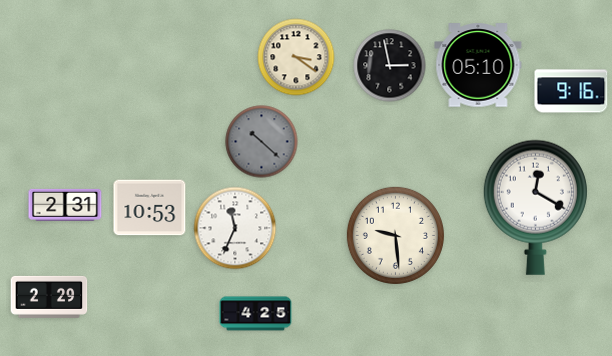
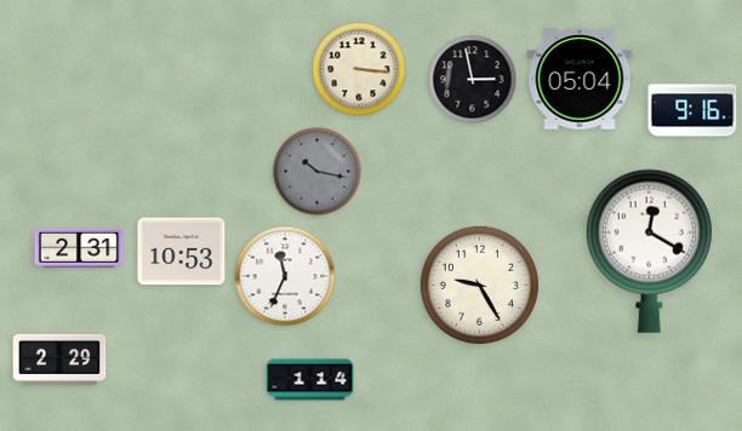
clock at (296, 57): 3:21 -> 3:16
clock at (478, 65): 05:10 -> 05:04
clock at (262, 142): 10:22 -> 10:17
clock at (395, 235): 9:29 -> 9:25
clock at (256, 314): 4:25 -> 1:14
